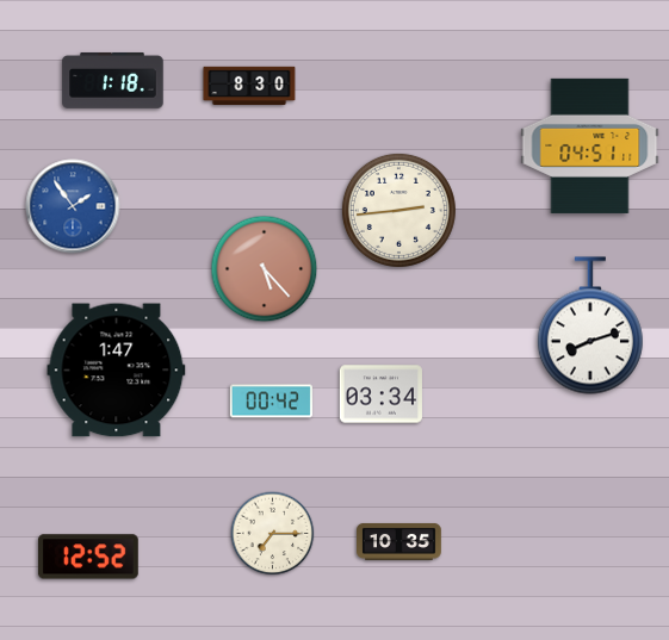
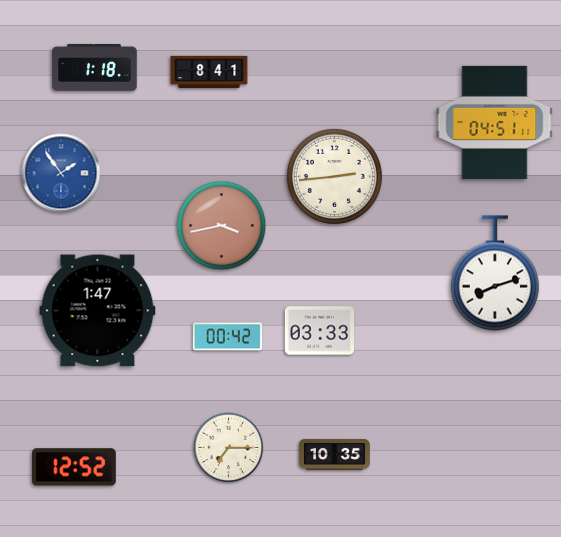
clock at (249, 86): 8:30 -> 8:41
clock at (265, 269): 5:23 -> 3:43
clock at (380, 394): 03:34 -> 03:33
